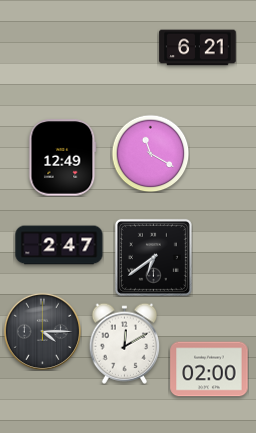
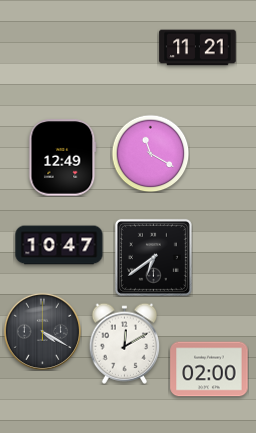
clock at (198, 48): 6:21 -> 11:21
clock at (59, 245): 2:47 -> 10:47
clock at (42, 331): 4:15 -> 4:20
